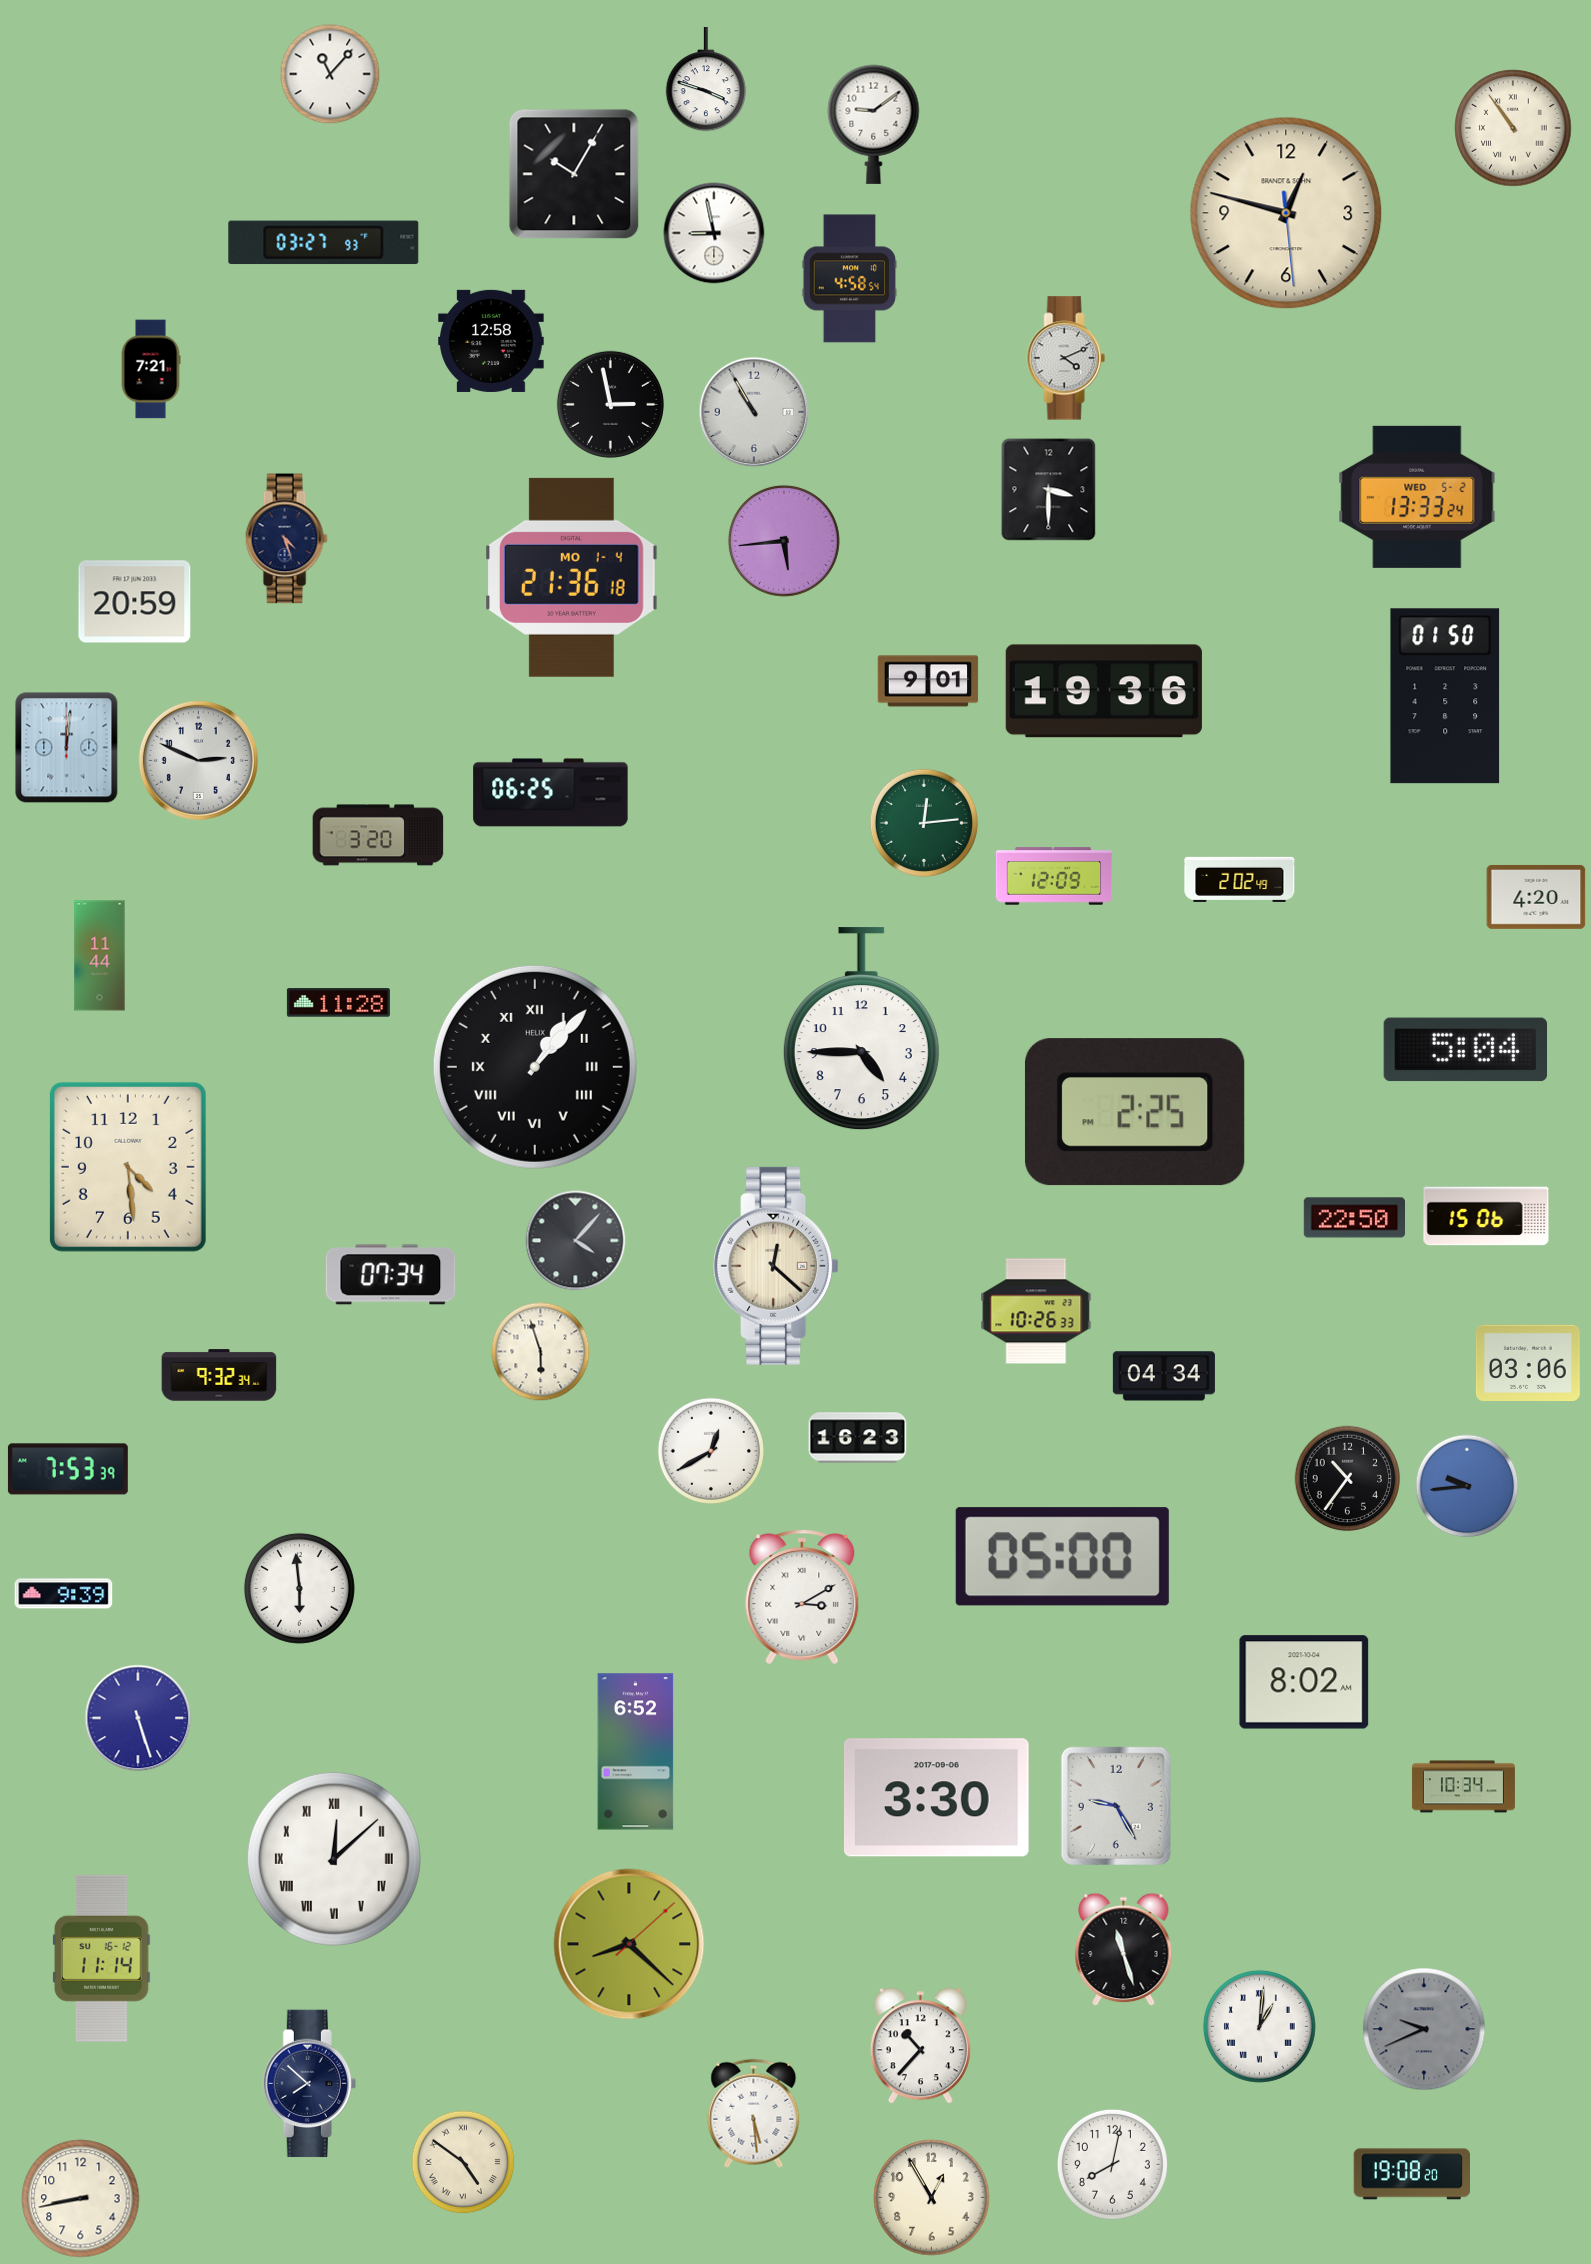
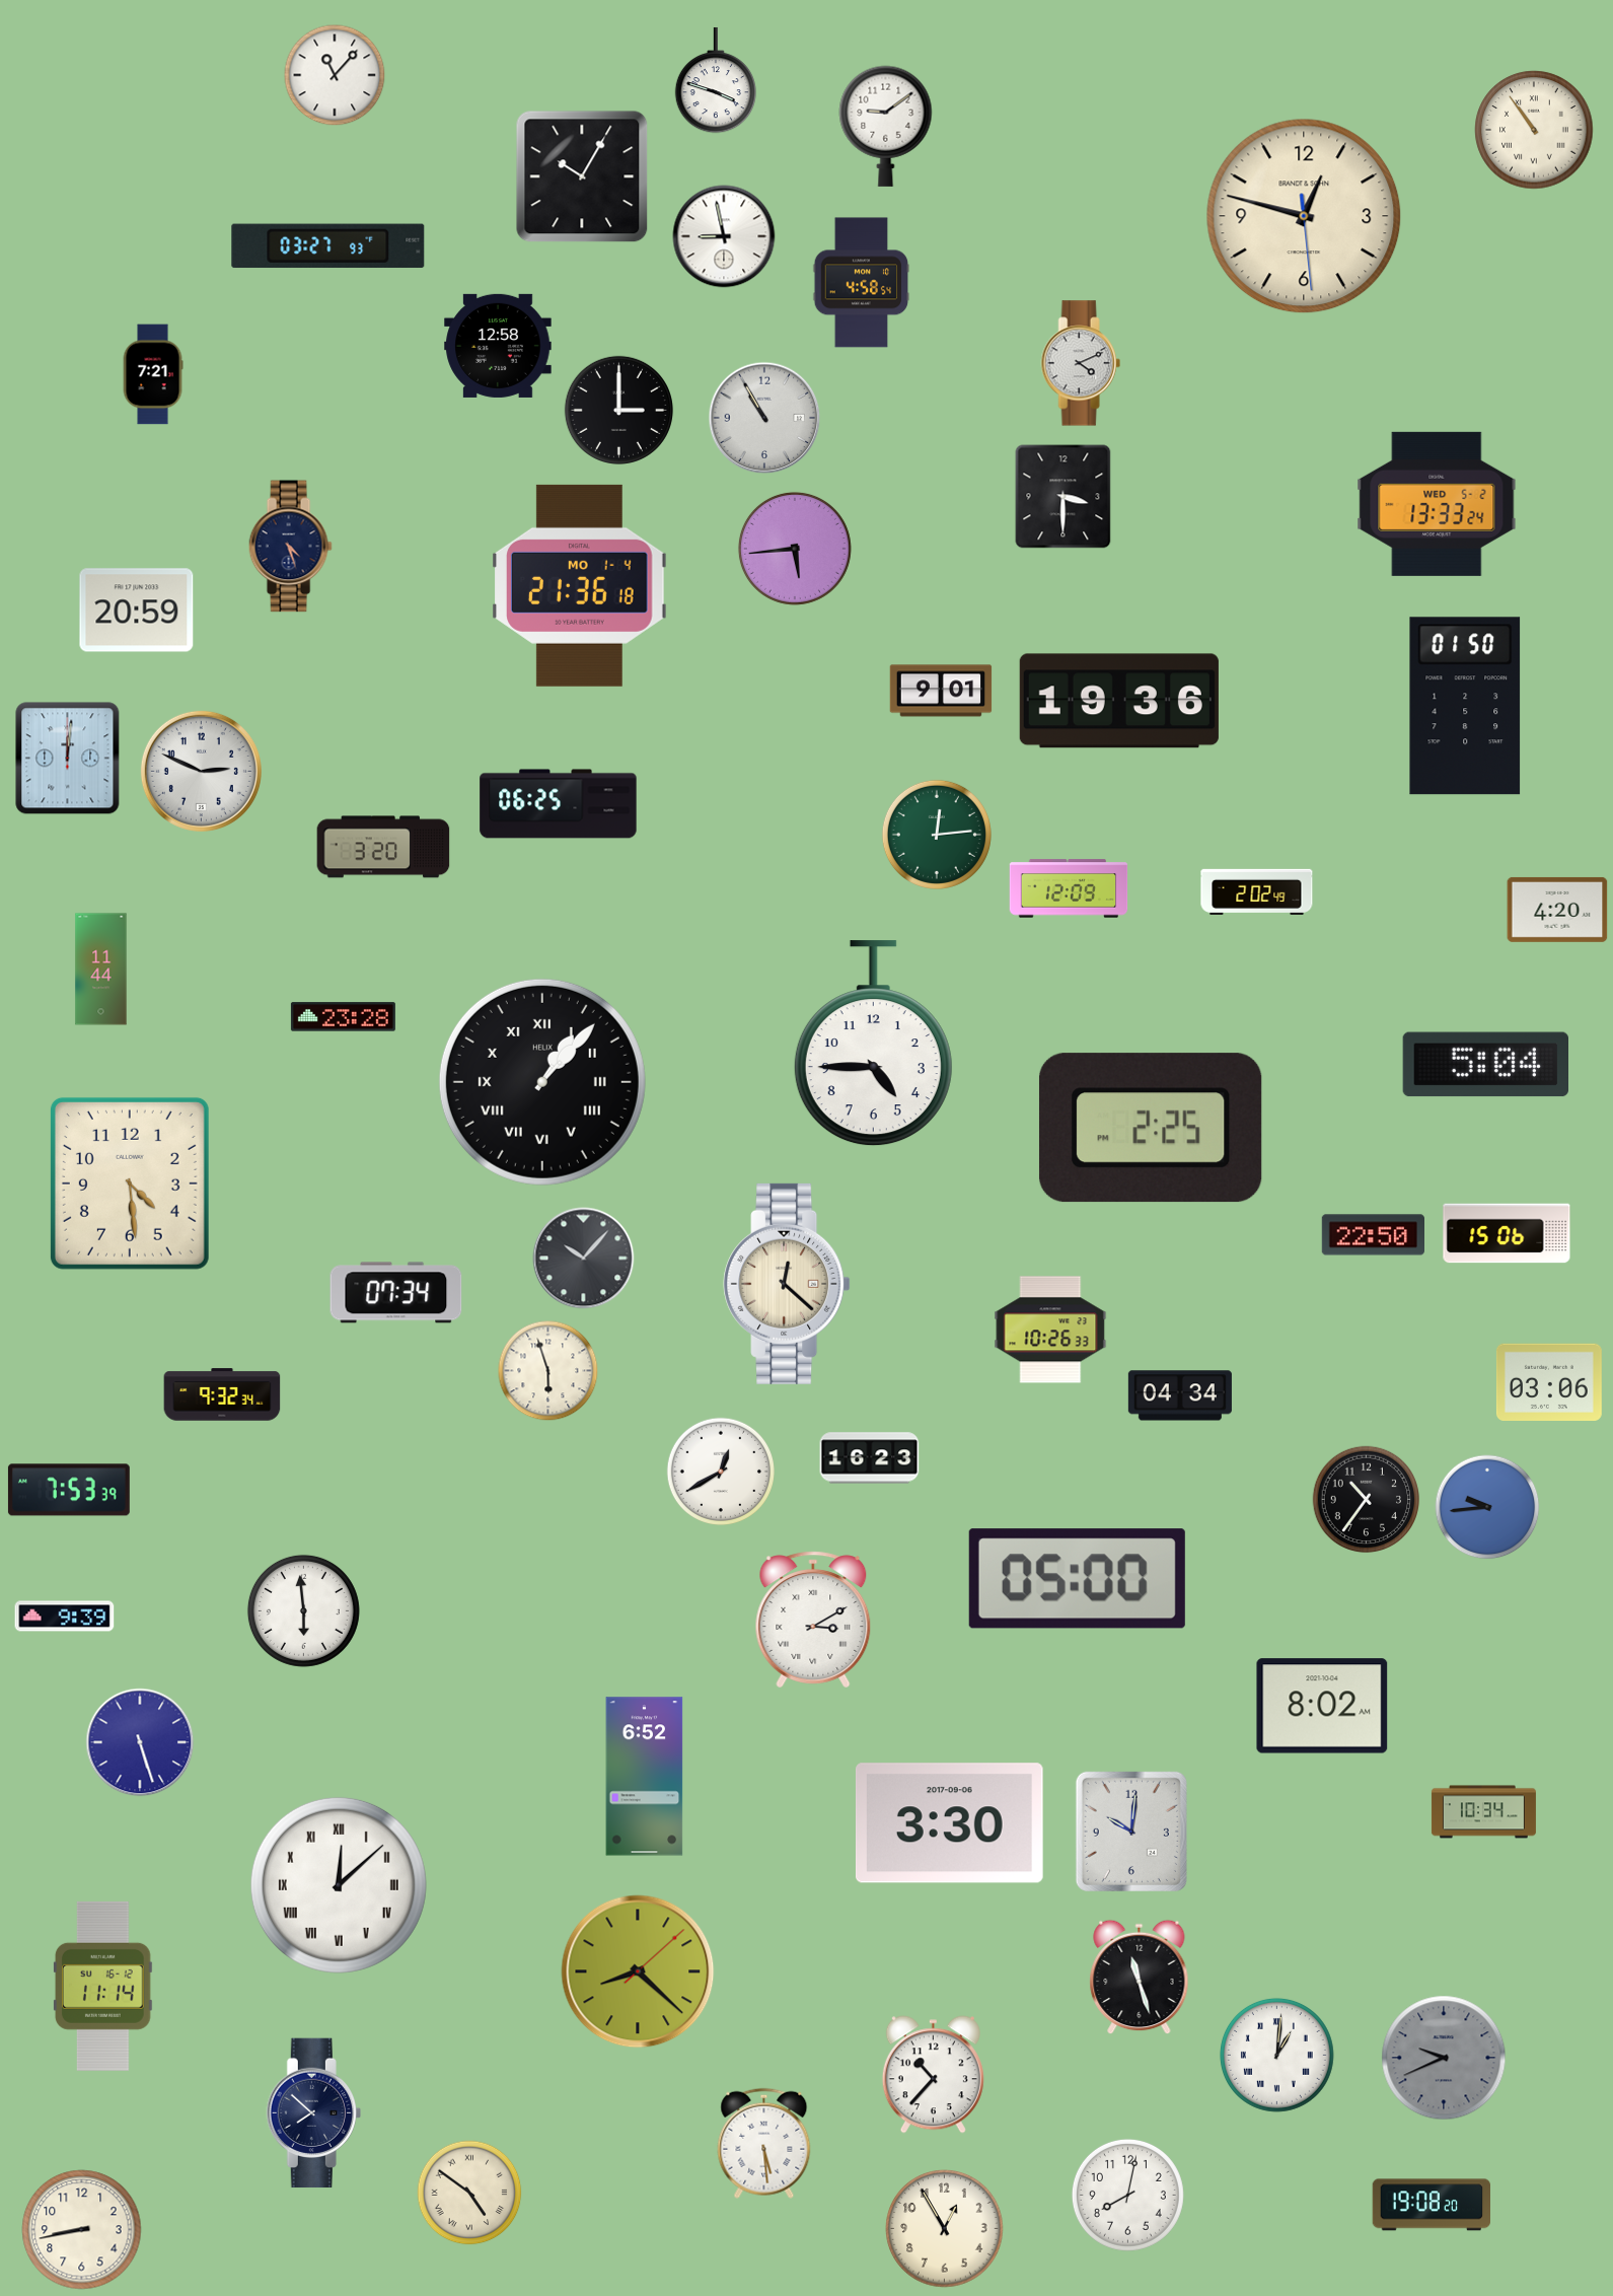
clock at (610, 404): 2:58 -> 3:00
clock at (338, 1003): 11:28 -> 23:28
clock at (576, 1241): 4:07 -> 10:07
clock at (1116, 1806): 9:25 -> 10:01
